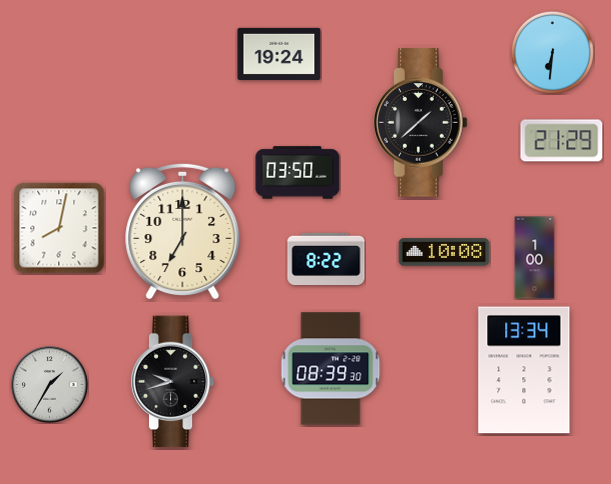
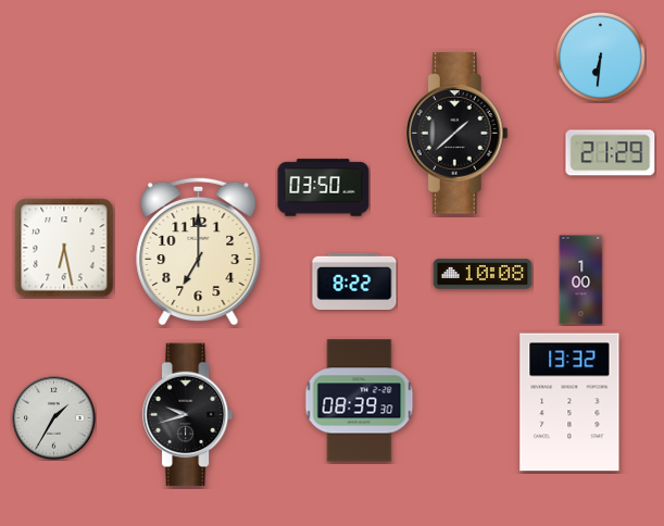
clock at (279, 53): 19:24 -> none
clock at (59, 228): 8:02 -> 6:28
clock at (524, 370): 13:34 -> 13:32
